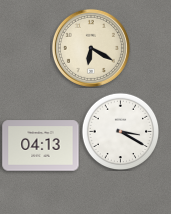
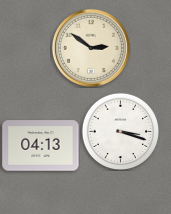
clock at (91, 48): 6:20 -> 2:51
clock at (120, 131): 3:20 -> 3:18
